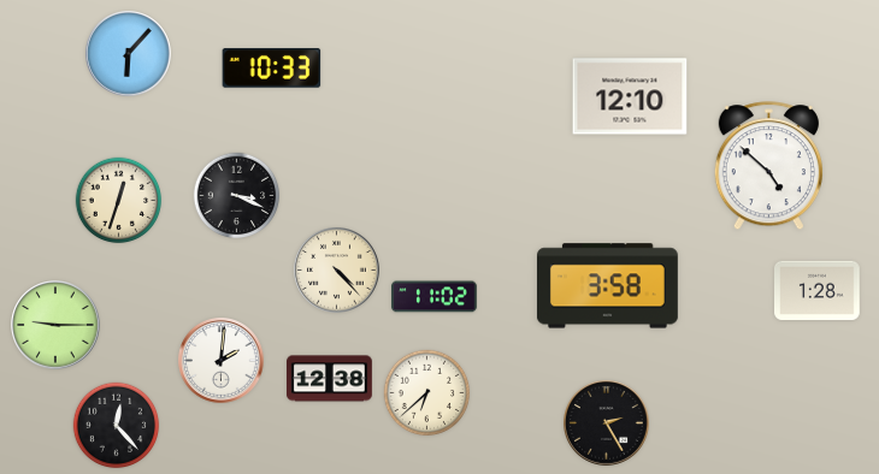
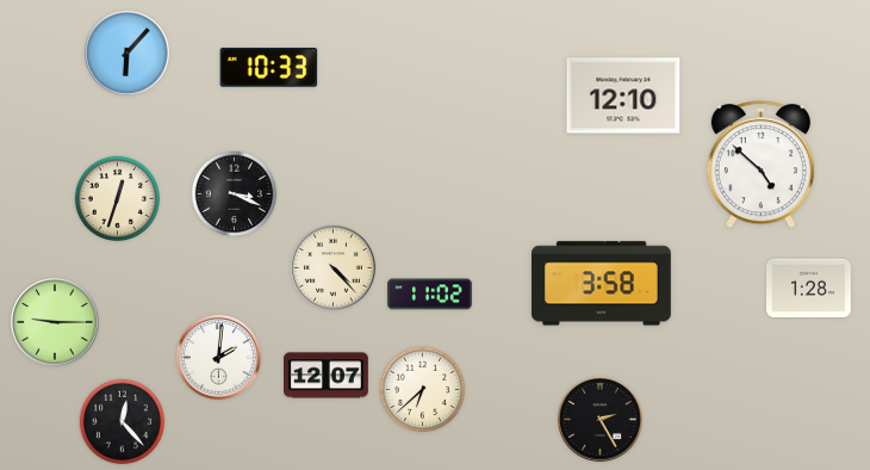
clock at (330, 379): 12:38 -> 12:07
clock at (117, 426) position: (117, 426) -> (123, 422)
